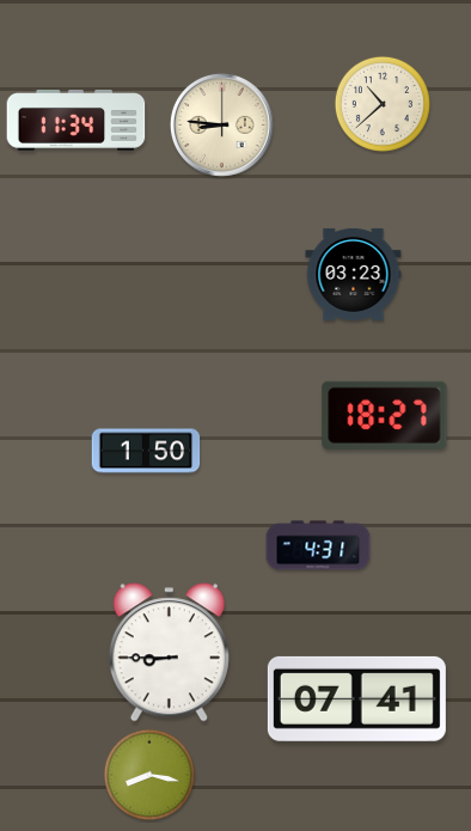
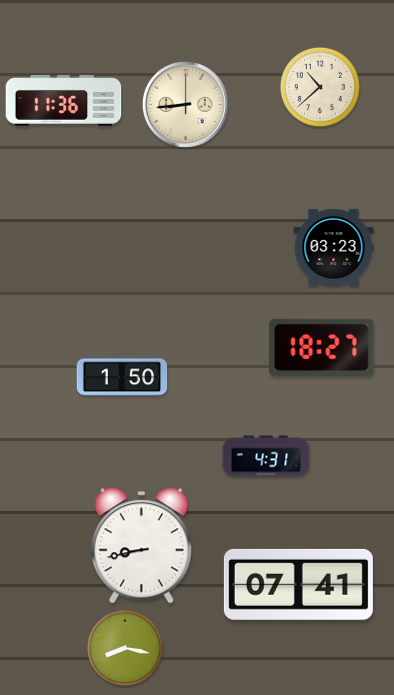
clock at (77, 121): 11:34 -> 11:36
clock at (221, 124): 8:46 -> 8:44
clock at (354, 274) position: (354, 274) -> (334, 247)
clock at (169, 653): 8:45 -> 8:43
